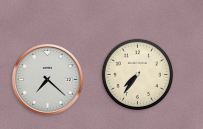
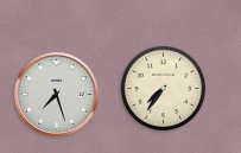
clock at (48, 80): 7:22 -> 7:27
